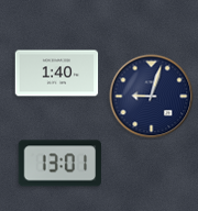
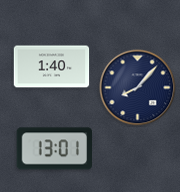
clock at (152, 97): 9:03 -> 8:07
